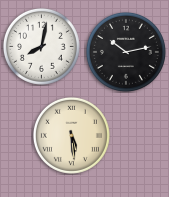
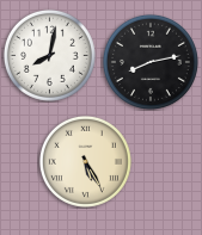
clock at (126, 52): 10:13 -> 8:13
clock at (71, 135): 5:29 -> 5:25
